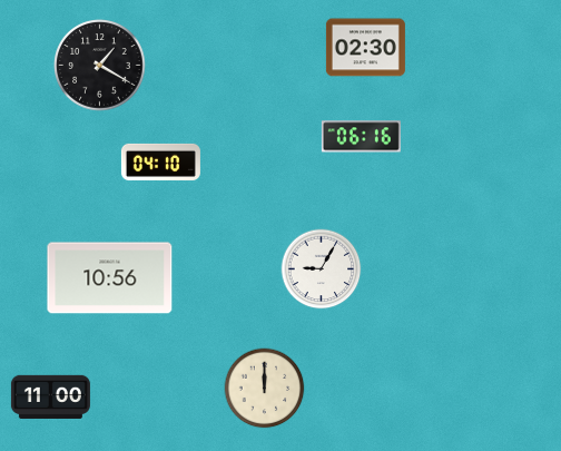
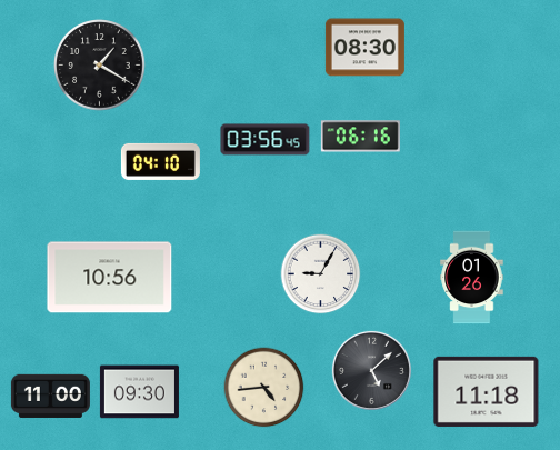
clock at (365, 48): 02:30 -> 08:30
clock at (266, 140): none -> 03:56
clock at (322, 269) position: (322, 269) -> (321, 274)
clock at (472, 278): none -> 01:26
clock at (371, 370): none -> 5:08
clock at (265, 389): 12:00 -> 4:44
clock at (487, 391): none -> 11:18
clock at (139, 392): none -> 09:30
